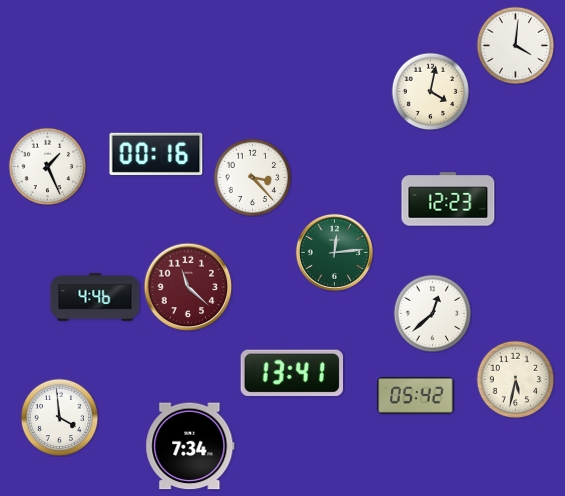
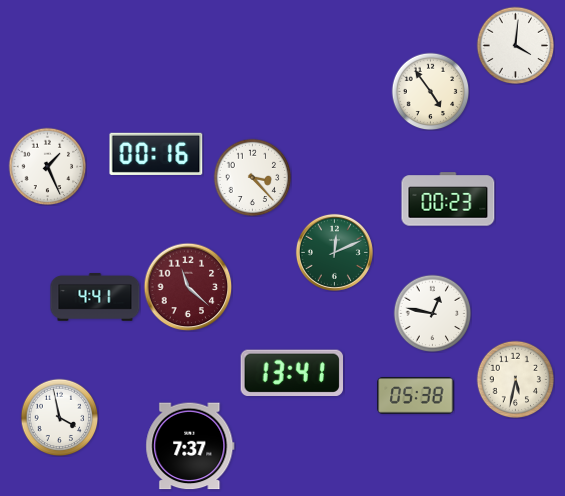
clock at (430, 91): 4:02 -> 4:54
clock at (448, 199): 12:23 -> 00:23
clock at (334, 252): 12:14 -> 12:11
clock at (95, 297): 4:46 -> 4:41
clock at (432, 313): 12:38 -> 12:47
clock at (416, 396): 05:42 -> 05:38
clock at (59, 417): 3:59 -> 3:58
clock at (190, 446): 7:34 -> 7:37
